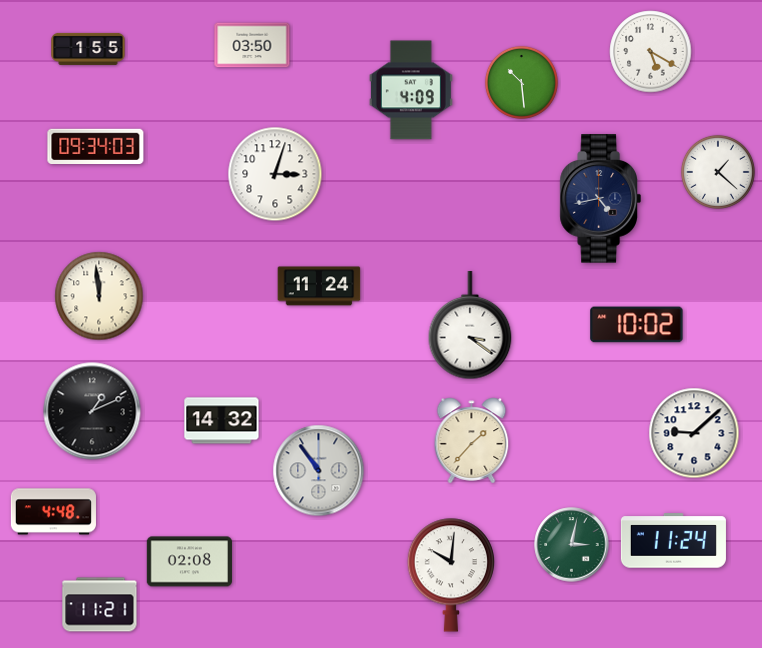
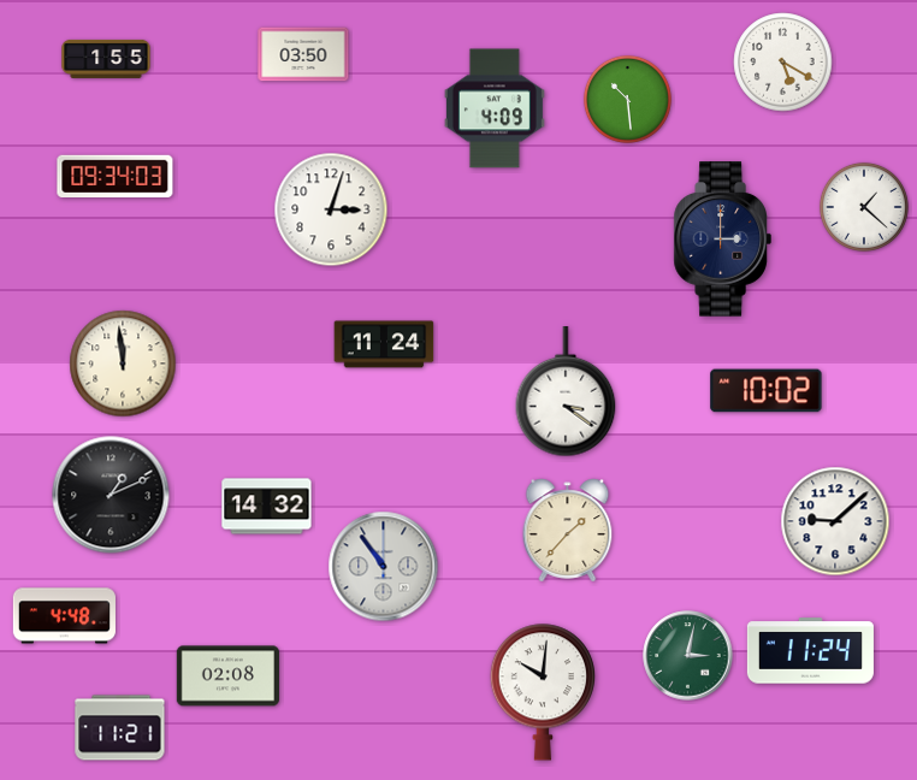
clock at (600, 199): 4:43 -> 3:00
clock at (99, 296) position: (99, 296) -> (123, 364)
